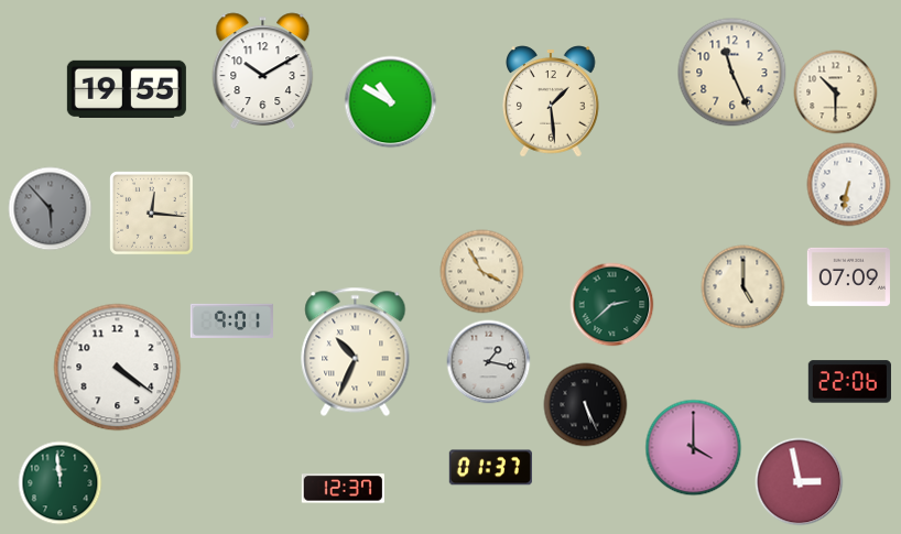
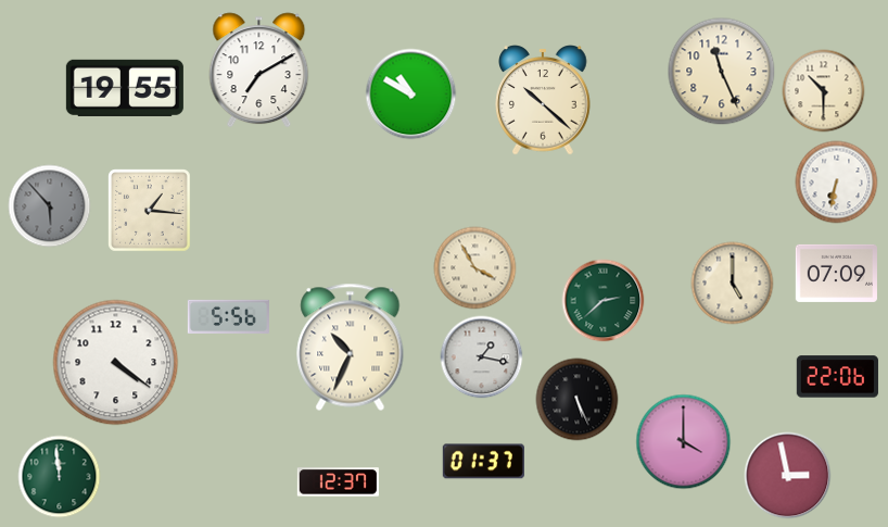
clock at (263, 72): 10:10 -> 7:10
clock at (552, 101): 1:29 -> 10:22
clock at (391, 102) position: (391, 102) -> (411, 95)
clock at (152, 214): 12:16 -> 1:16
clock at (231, 320): 9:01 -> 5:56
